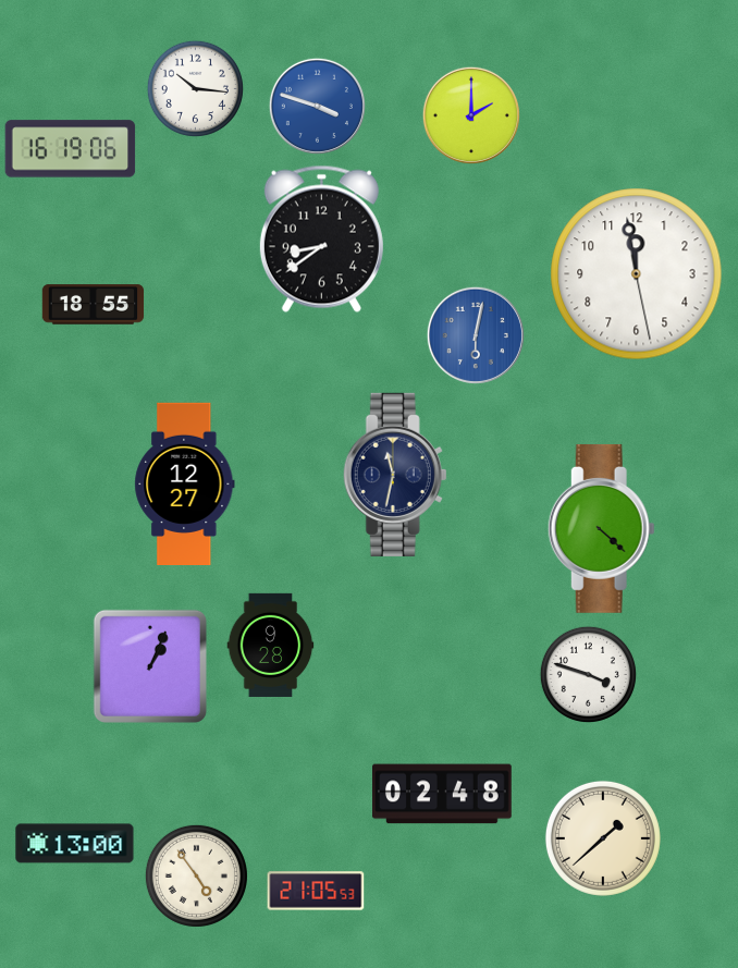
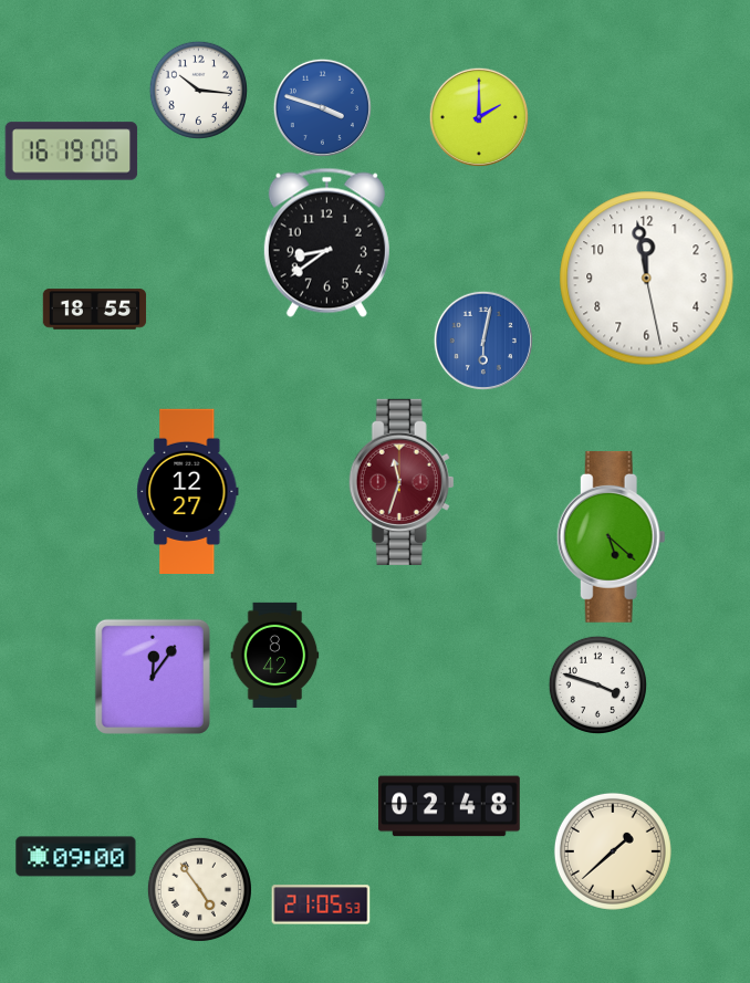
clock at (395, 475): 11:32 -> 11:33
clock at (395, 475) dial: navy -> burgundy
clock at (601, 528): 4:22 -> 5:22
clock at (271, 645): 9:28 -> 8:42
clock at (150, 666): 1:04 -> 12:06
clock at (75, 844): 13:00 -> 09:00
